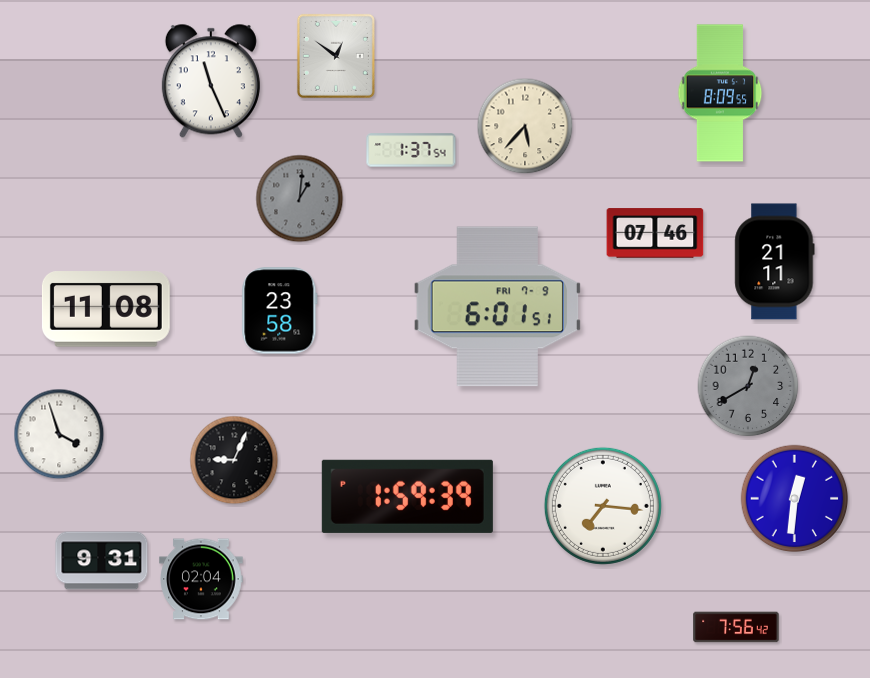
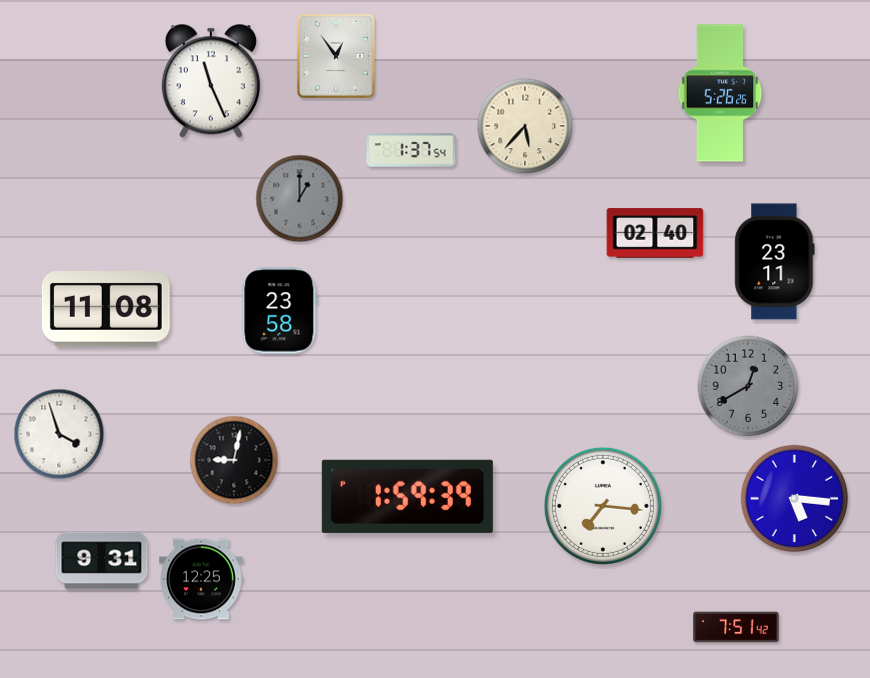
clock at (336, 56): 12:51 -> 12:54
clock at (720, 93): 8:09 -> 5:26
clock at (300, 199): 1:01 -> 1:00
clock at (655, 233): 07:46 -> 02:40
clock at (775, 262): 21:11 -> 23:11
clock at (497, 307): 6:01 -> none
clock at (234, 460): 9:04 -> 9:02
clock at (795, 499): 12:31 -> 5:16
clock at (201, 579): 02:04 -> 12:25
clock at (736, 627): 7:56 -> 7:51
